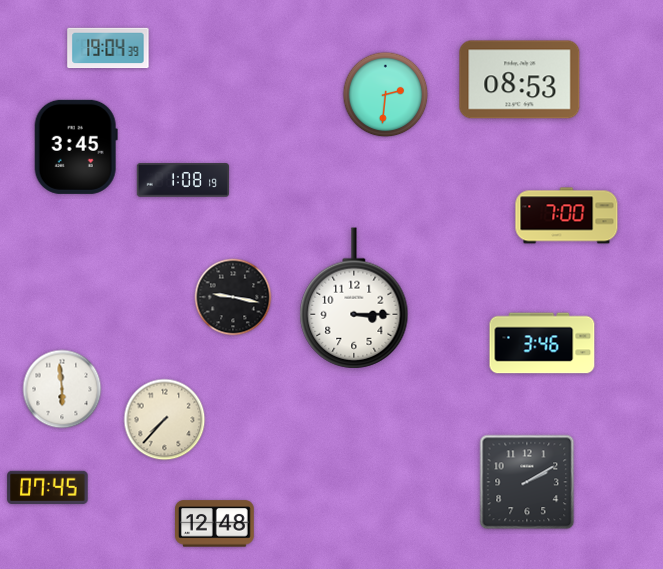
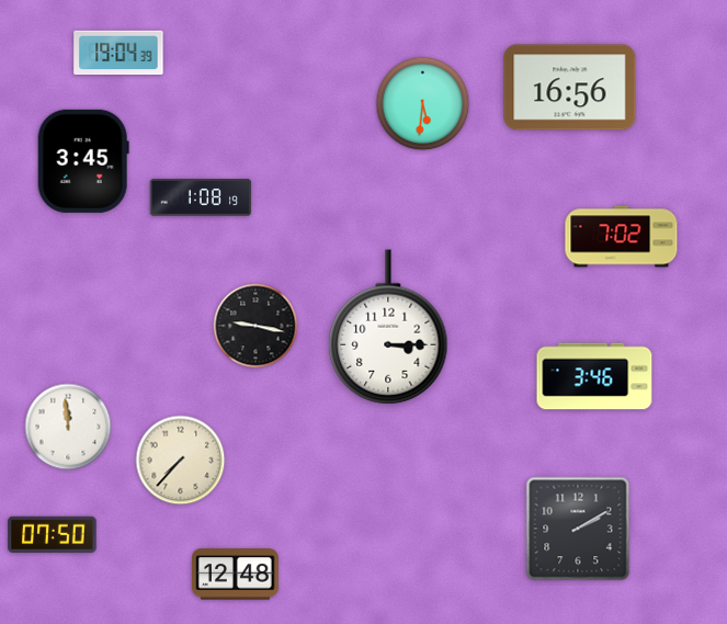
clock at (520, 80): 08:53 -> 16:56
clock at (386, 95): 2:31 -> 5:31
clock at (567, 216): 7:00 -> 7:02
clock at (62, 389): 5:59 -> 11:59
clock at (48, 487): 07:45 -> 07:50
